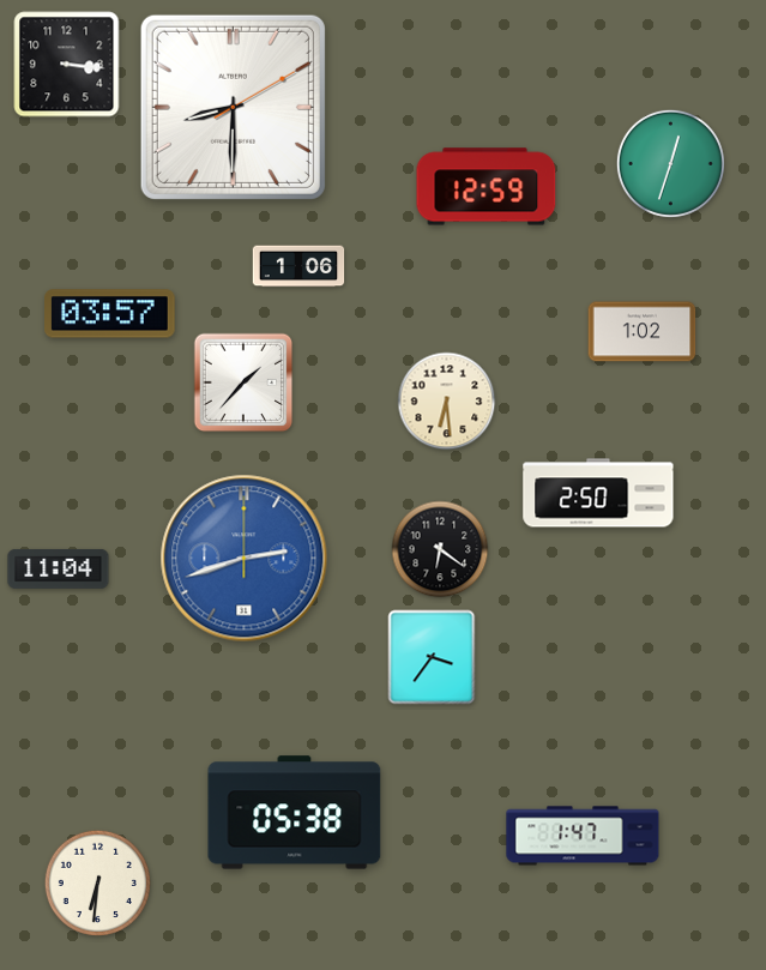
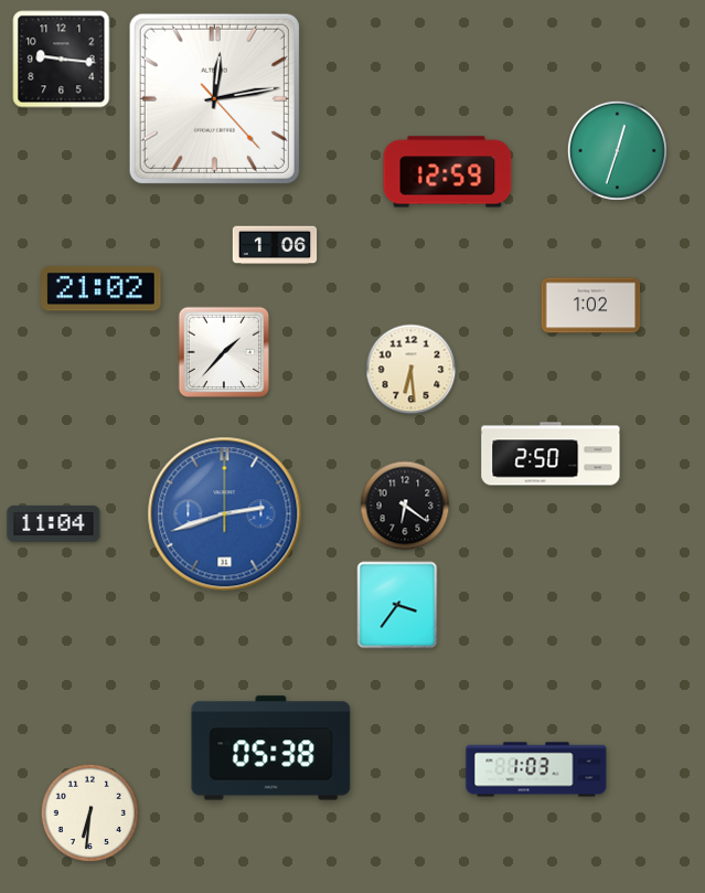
clock at (67, 65): 3:16 -> 9:16
clock at (233, 107): 8:30 -> 12:13
clock at (110, 314): 03:57 -> 21:02
clock at (583, 836): 1:47 -> 1:03
